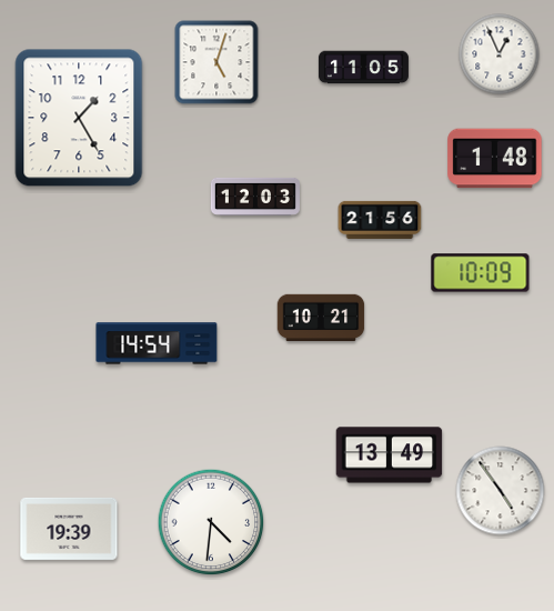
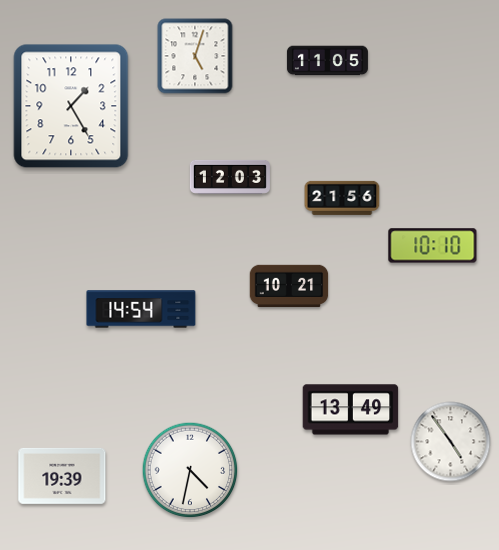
clock at (500, 54): 12:56 -> none
clock at (495, 159): 1:48 -> none
clock at (481, 273): 10:09 -> 10:10
clock at (211, 522): 4:31 -> 4:32
